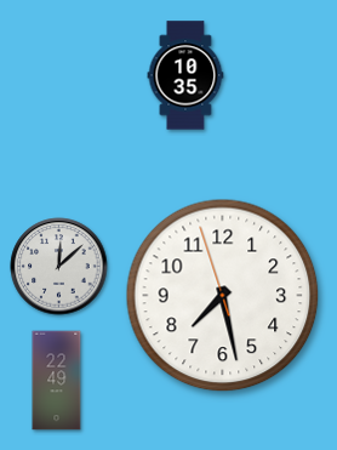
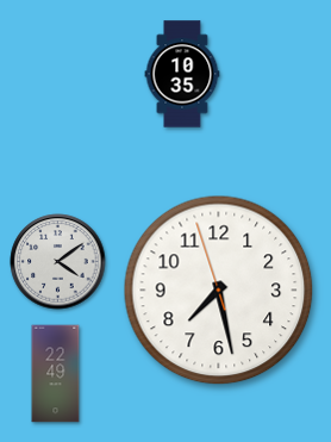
clock at (59, 267): 12:08 -> 4:09
